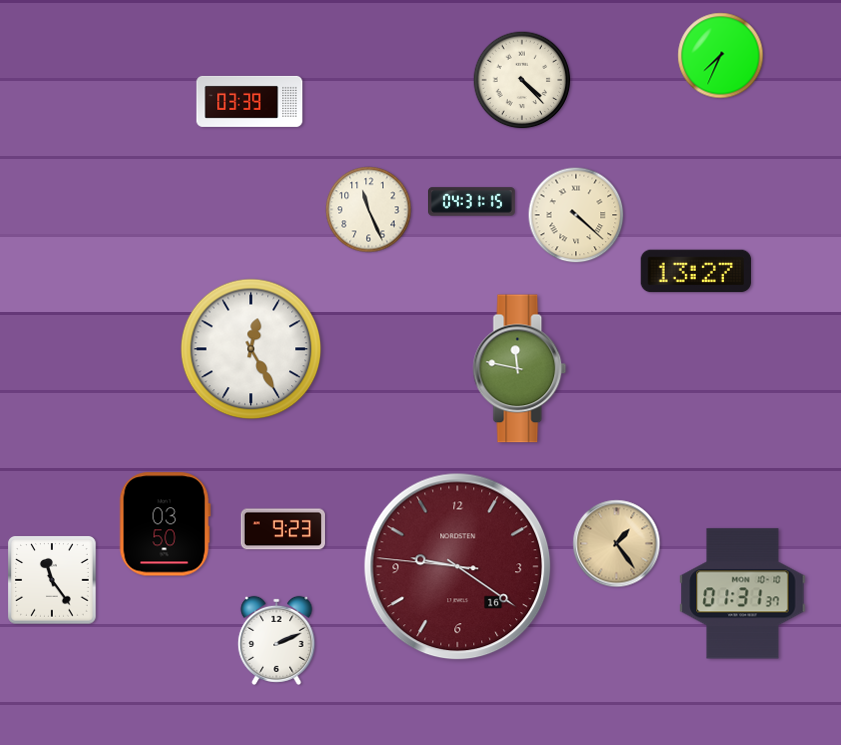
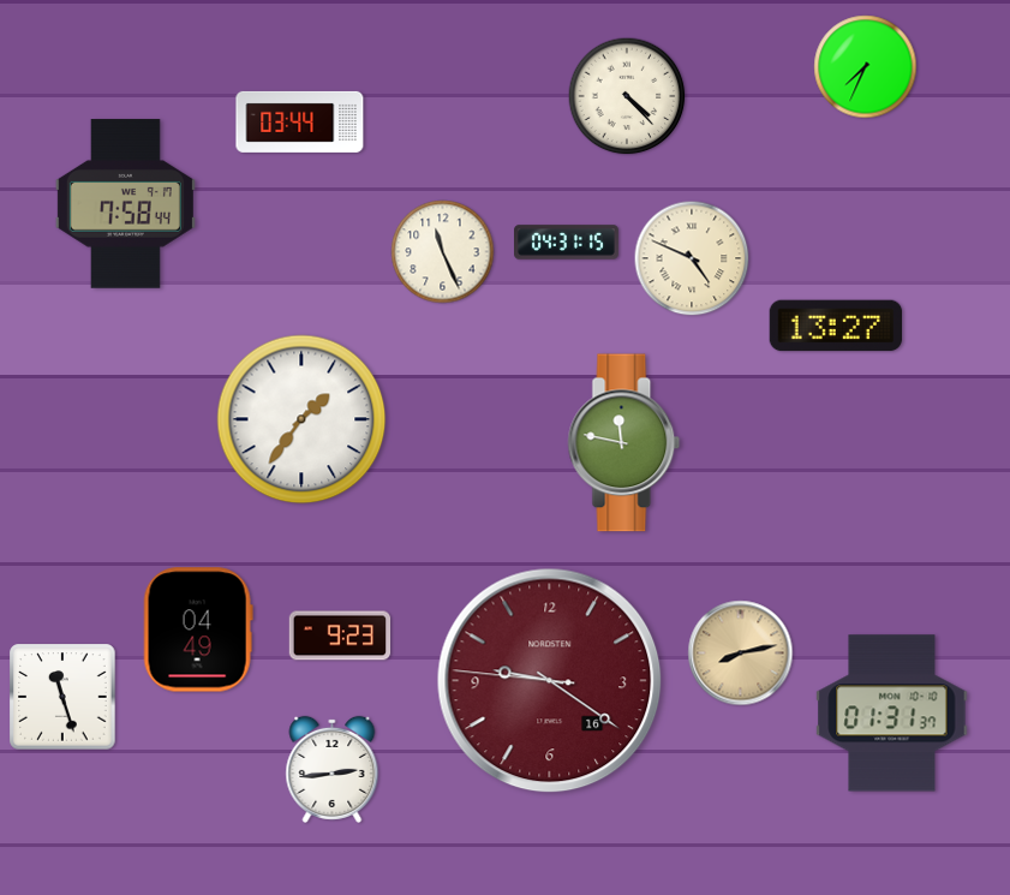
clock at (250, 101): 03:39 -> 03:44
clock at (125, 204): none -> 7:58
clock at (576, 215): 4:22 -> 4:49
clock at (251, 349): 12:25 -> 1:36
clock at (165, 524): 03:50 -> 04:49
clock at (617, 544): 1:24 -> 8:13
clock at (52, 580): 11:24 -> 11:27
clock at (277, 640): 2:11 -> 2:44
